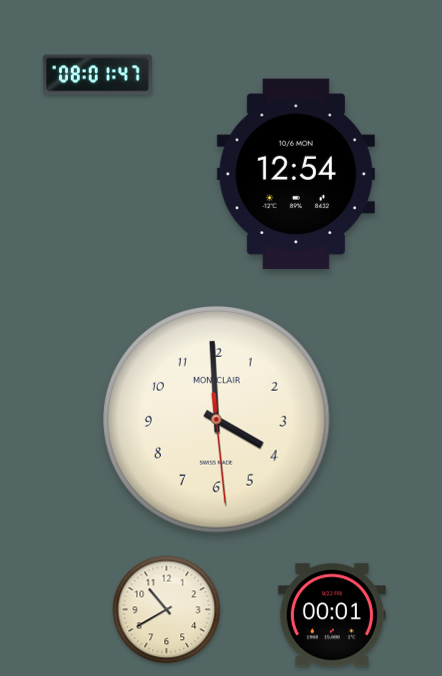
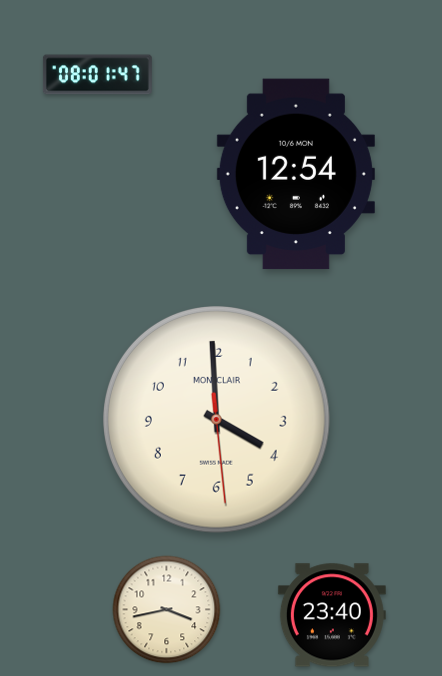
clock at (167, 610): 10:40 -> 3:43
clock at (332, 615): 00:01 -> 23:40
